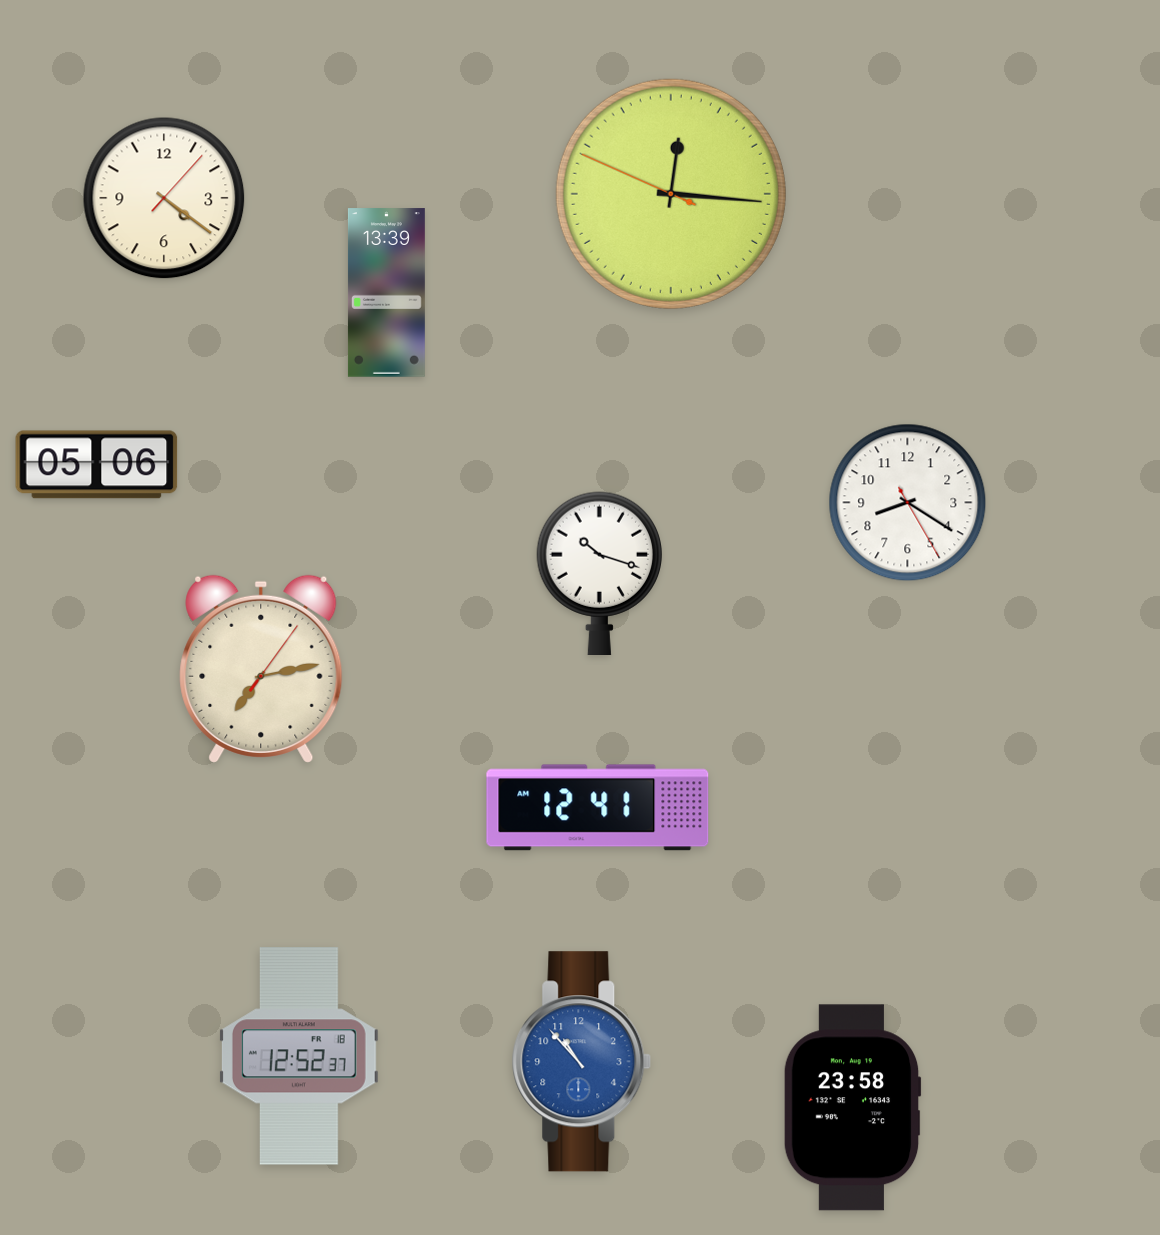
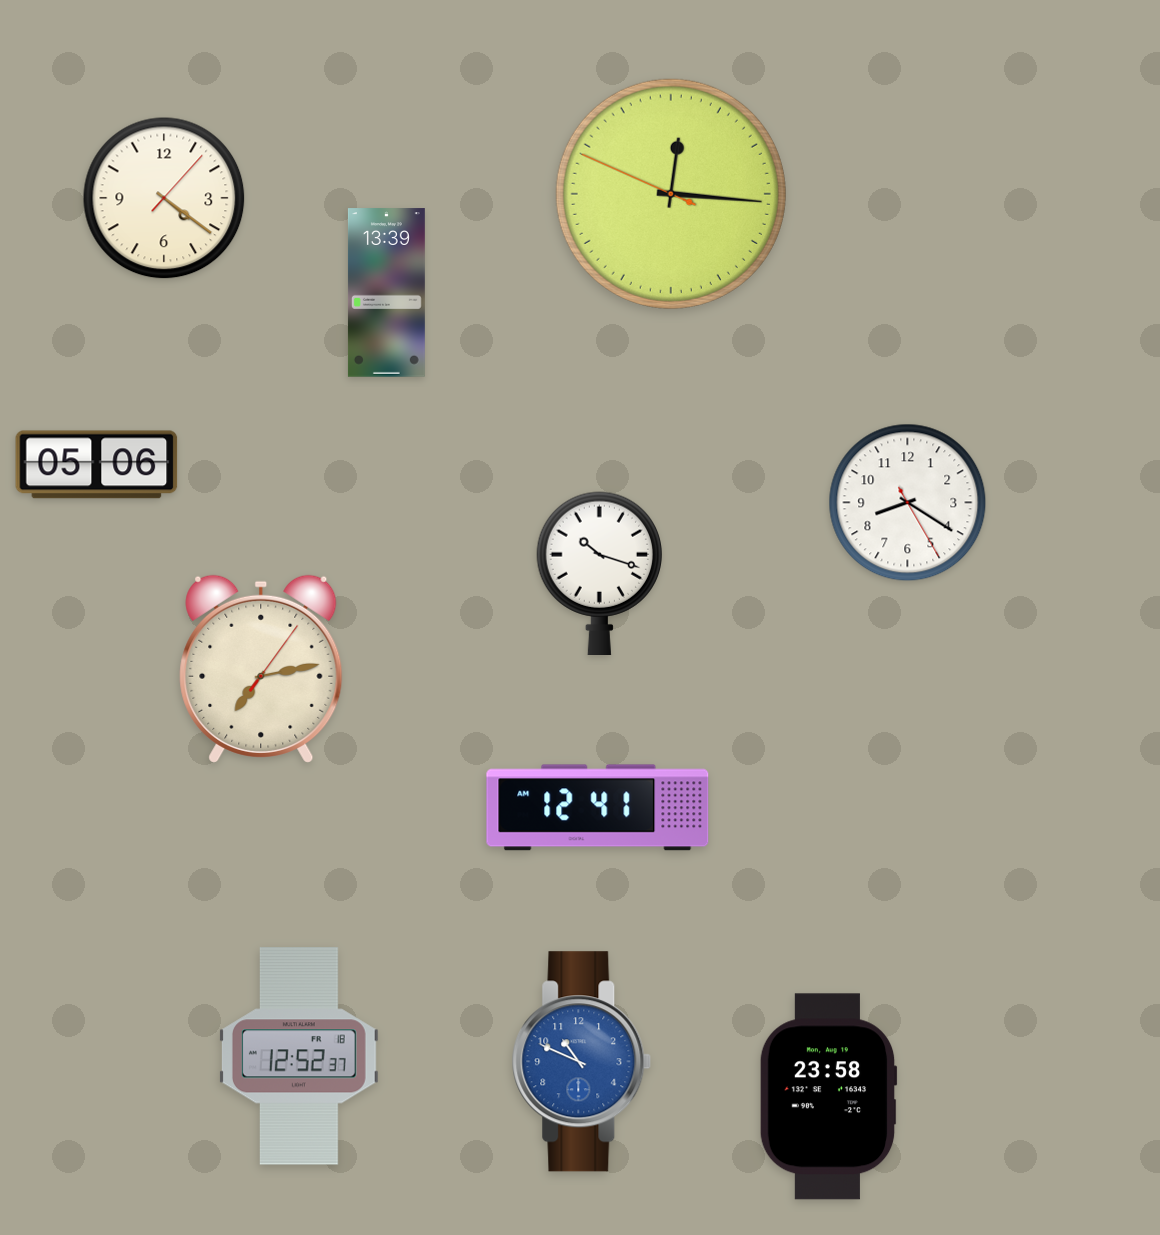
clock at (582, 1062): 10:53 -> 10:49
clock at (852, 1108) position: (852, 1108) -> (828, 1097)
